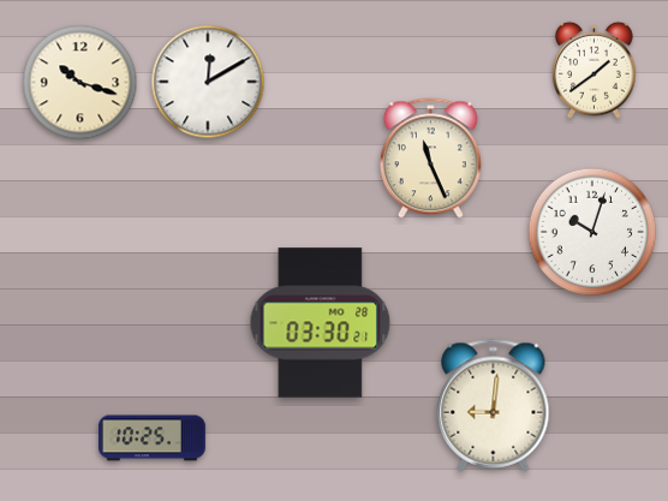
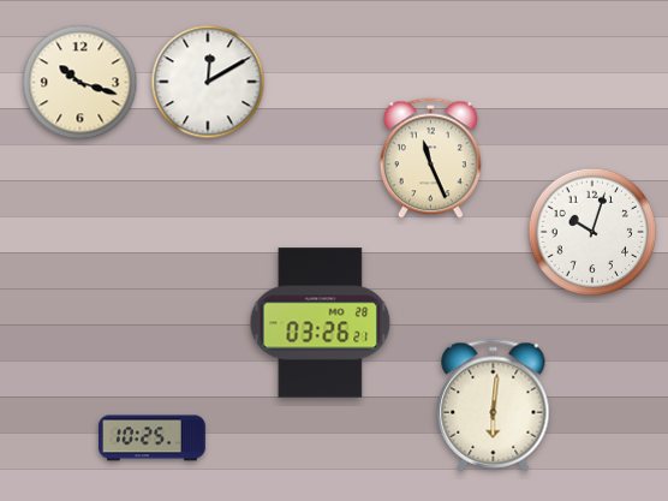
clock at (594, 70): 1:39 -> none
clock at (321, 323): 03:30 -> 03:26
clock at (494, 405): 9:01 -> 6:01
